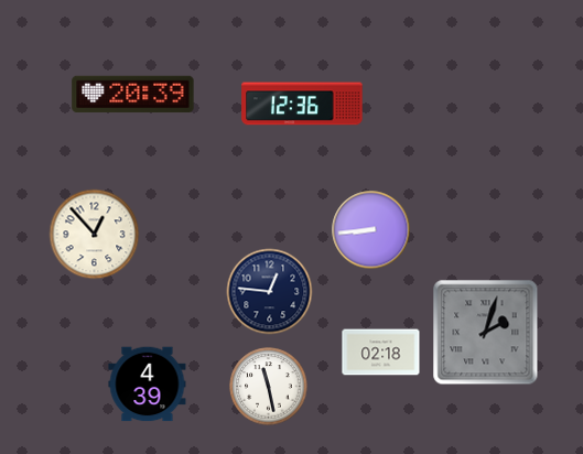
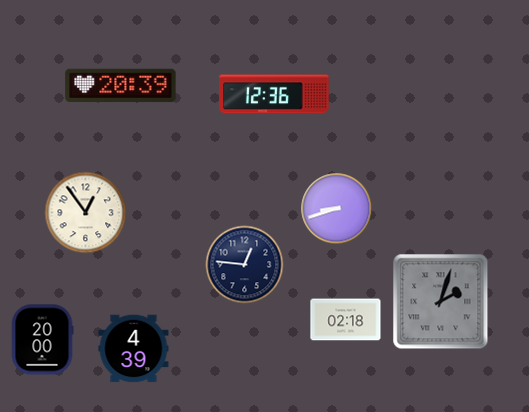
clock at (371, 230): 8:44 -> 8:42
clock at (95, 235): 12:53 -> 12:54
clock at (42, 340): none -> 20:00
clock at (269, 387): 11:28 -> none
